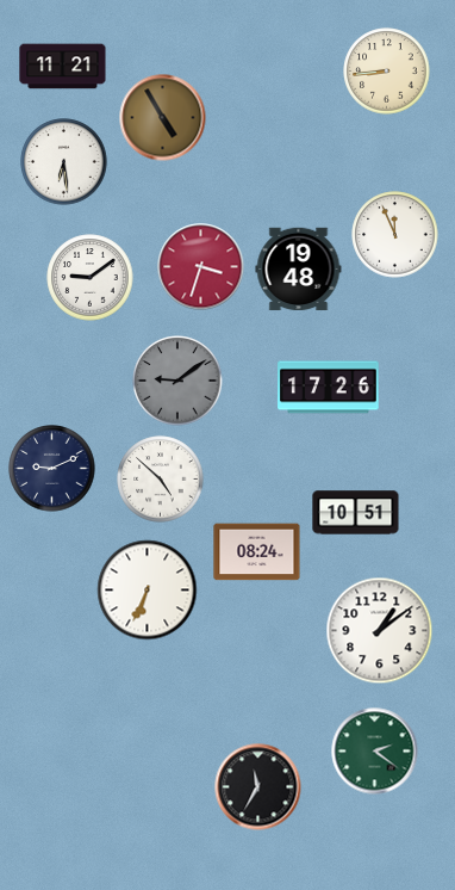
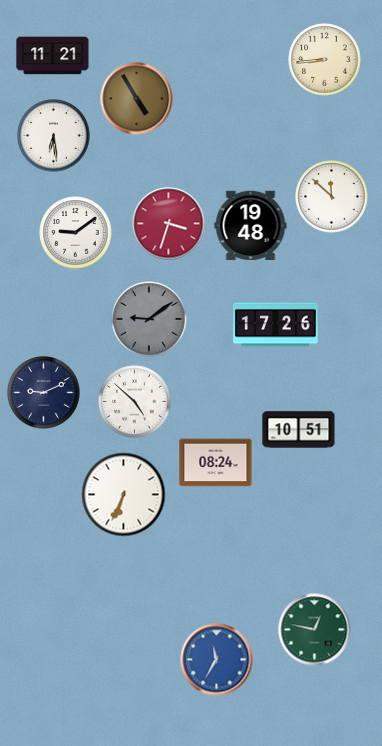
clock at (395, 235): 11:56 -> 11:52
clock at (380, 631): 1:09 -> none
clock at (375, 752): 2:21 -> 12:47
clock at (258, 787) dial: black -> blue
